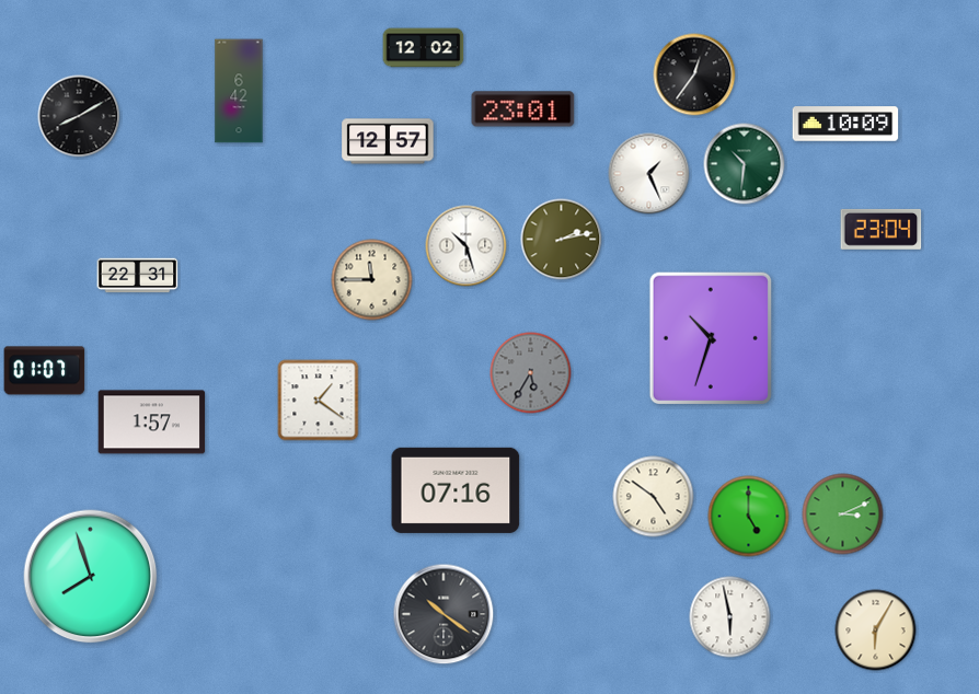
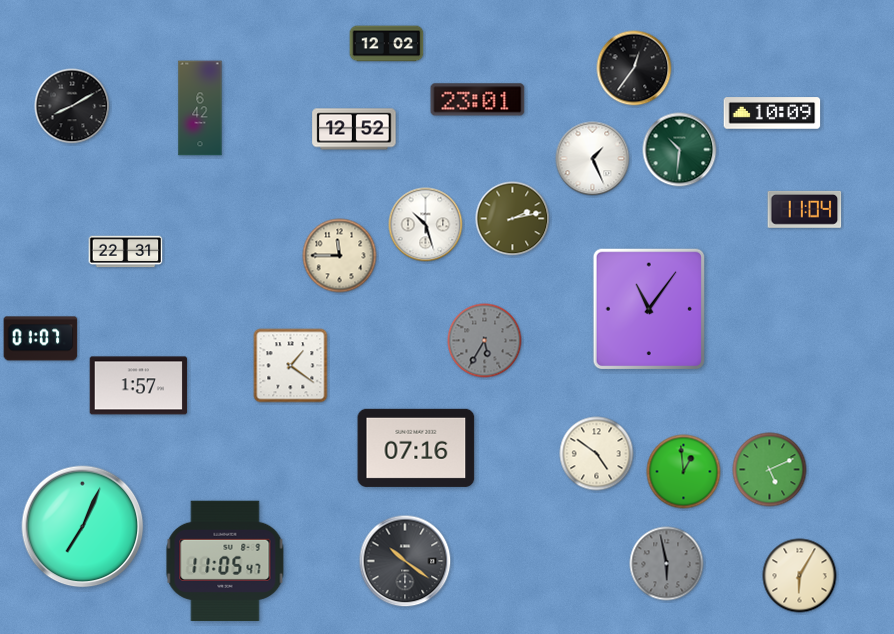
clock at (239, 91) position: (239, 91) -> (200, 108)
clock at (388, 141): 12:57 -> 12:52
clock at (882, 229): 23:04 -> 11:04
clock at (711, 338): 10:33 -> 11:06
clock at (843, 514): 3:11 -> 5:11
clock at (749, 517): 5:00 -> 12:59
clock at (91, 577): 7:57 -> 7:04
clock at (225, 560): none -> 11:05
clock at (730, 617) dial: white -> grey
